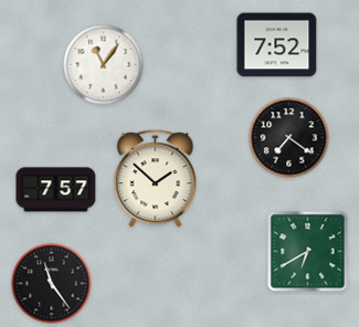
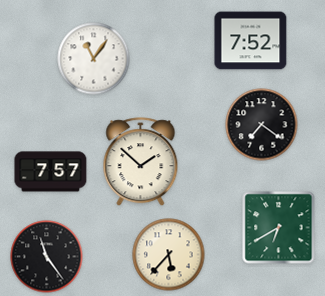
clock at (169, 255): none -> 5:37
